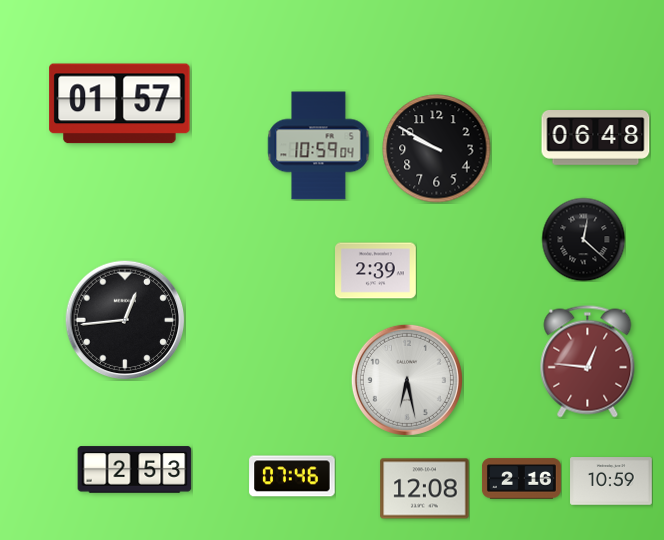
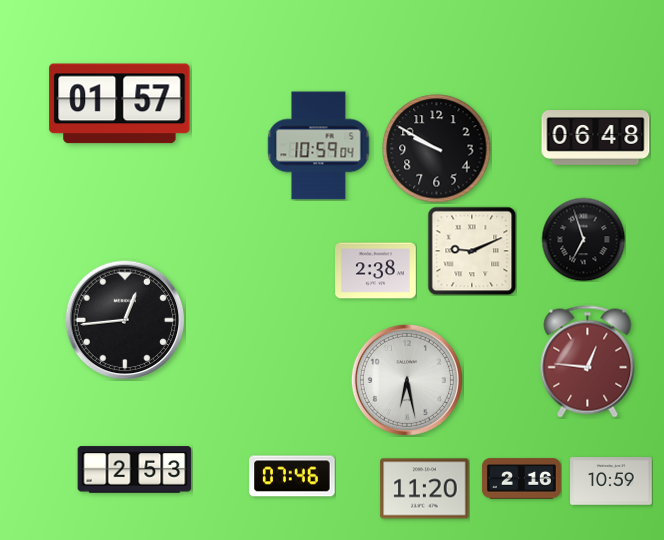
clock at (583, 239): 12:22 -> 6:57
clock at (472, 251): none -> 9:11
clock at (376, 271): 2:39 -> 2:38
clock at (425, 489): 12:08 -> 11:20
